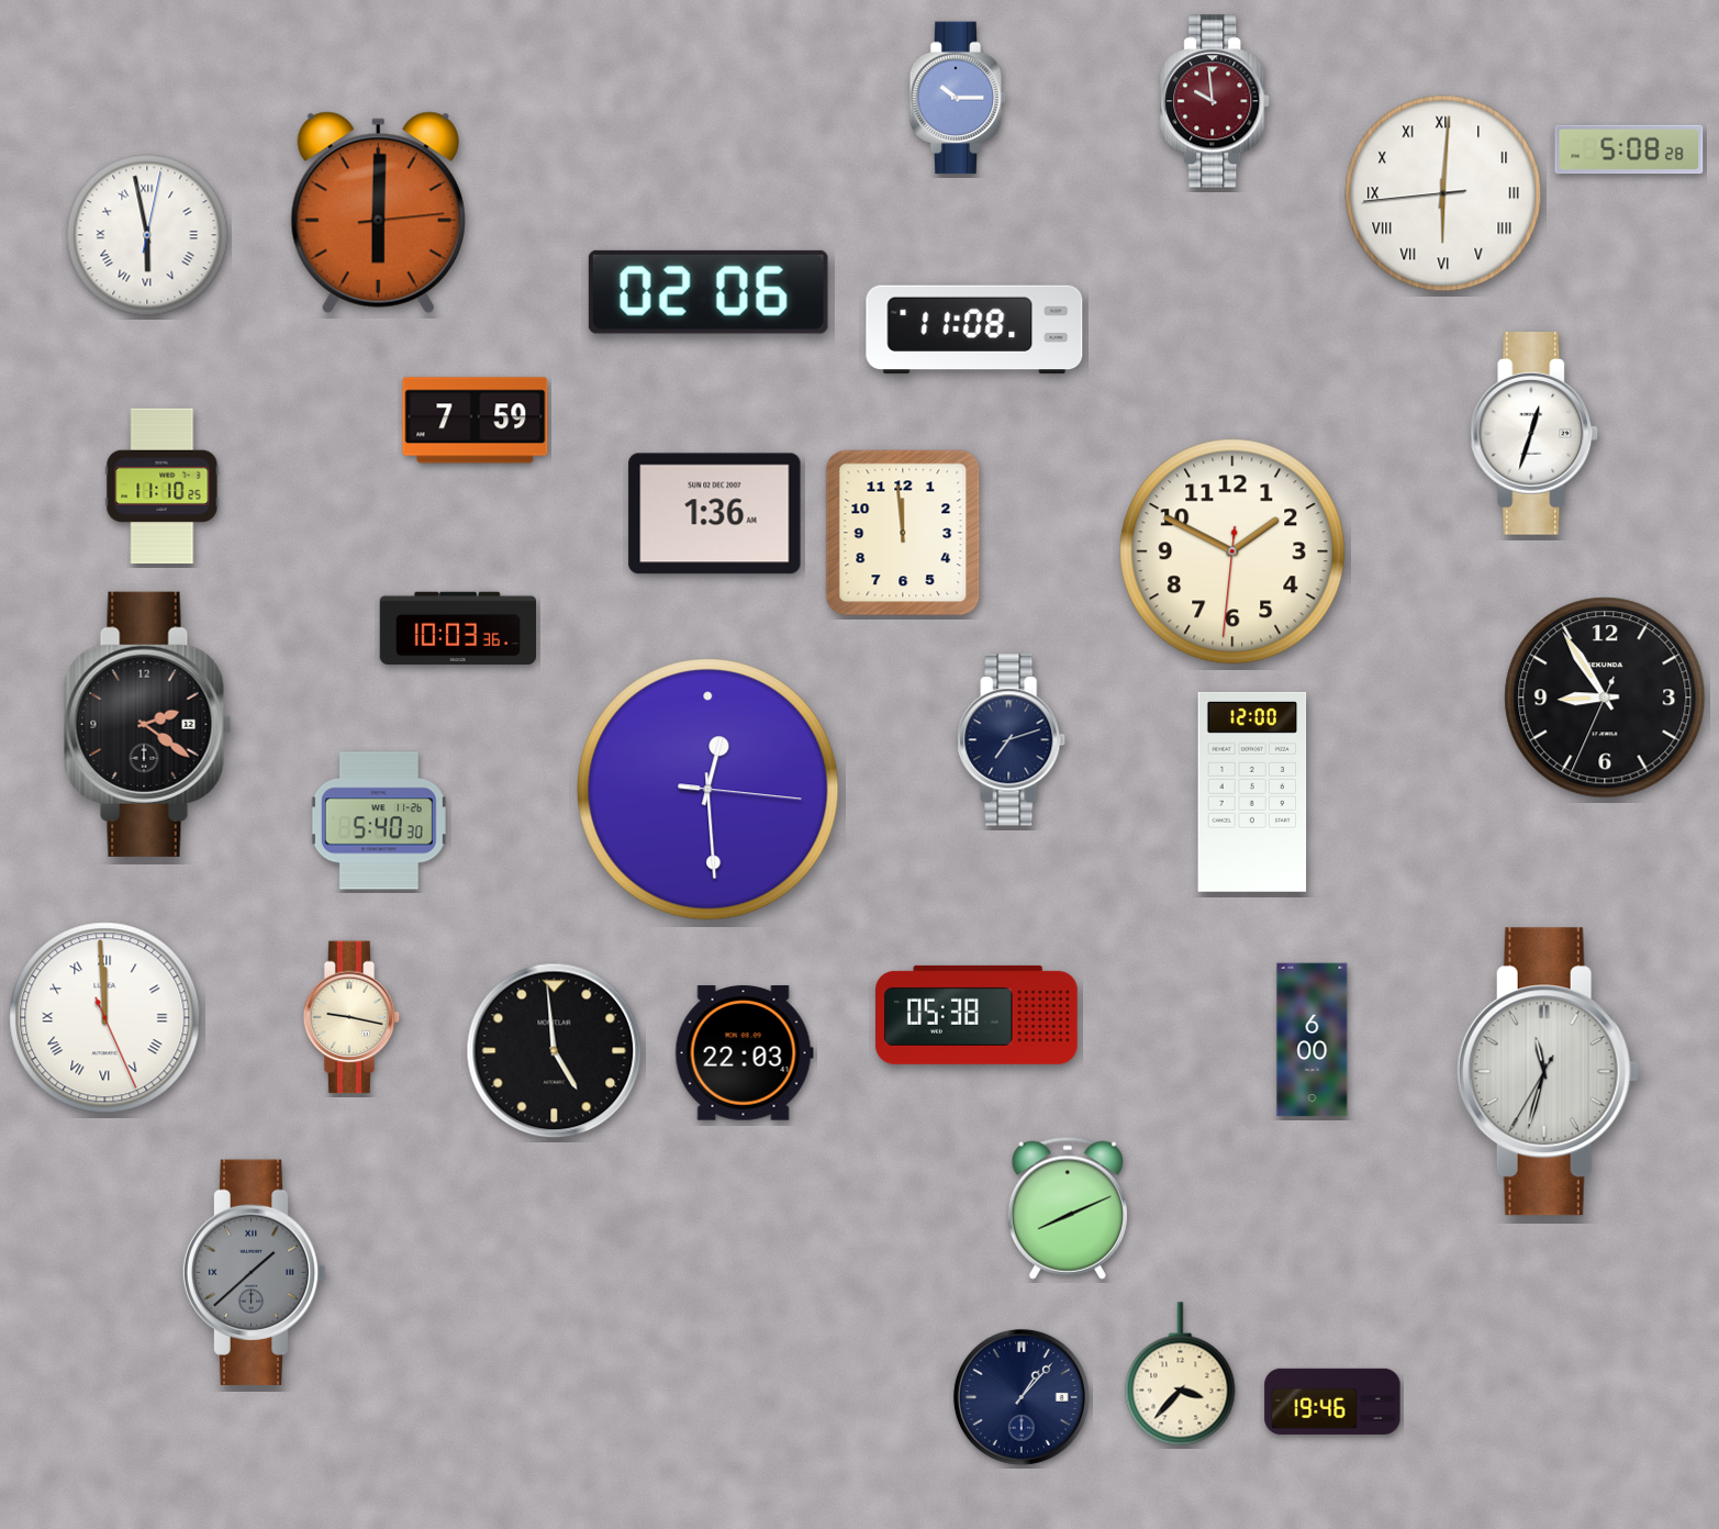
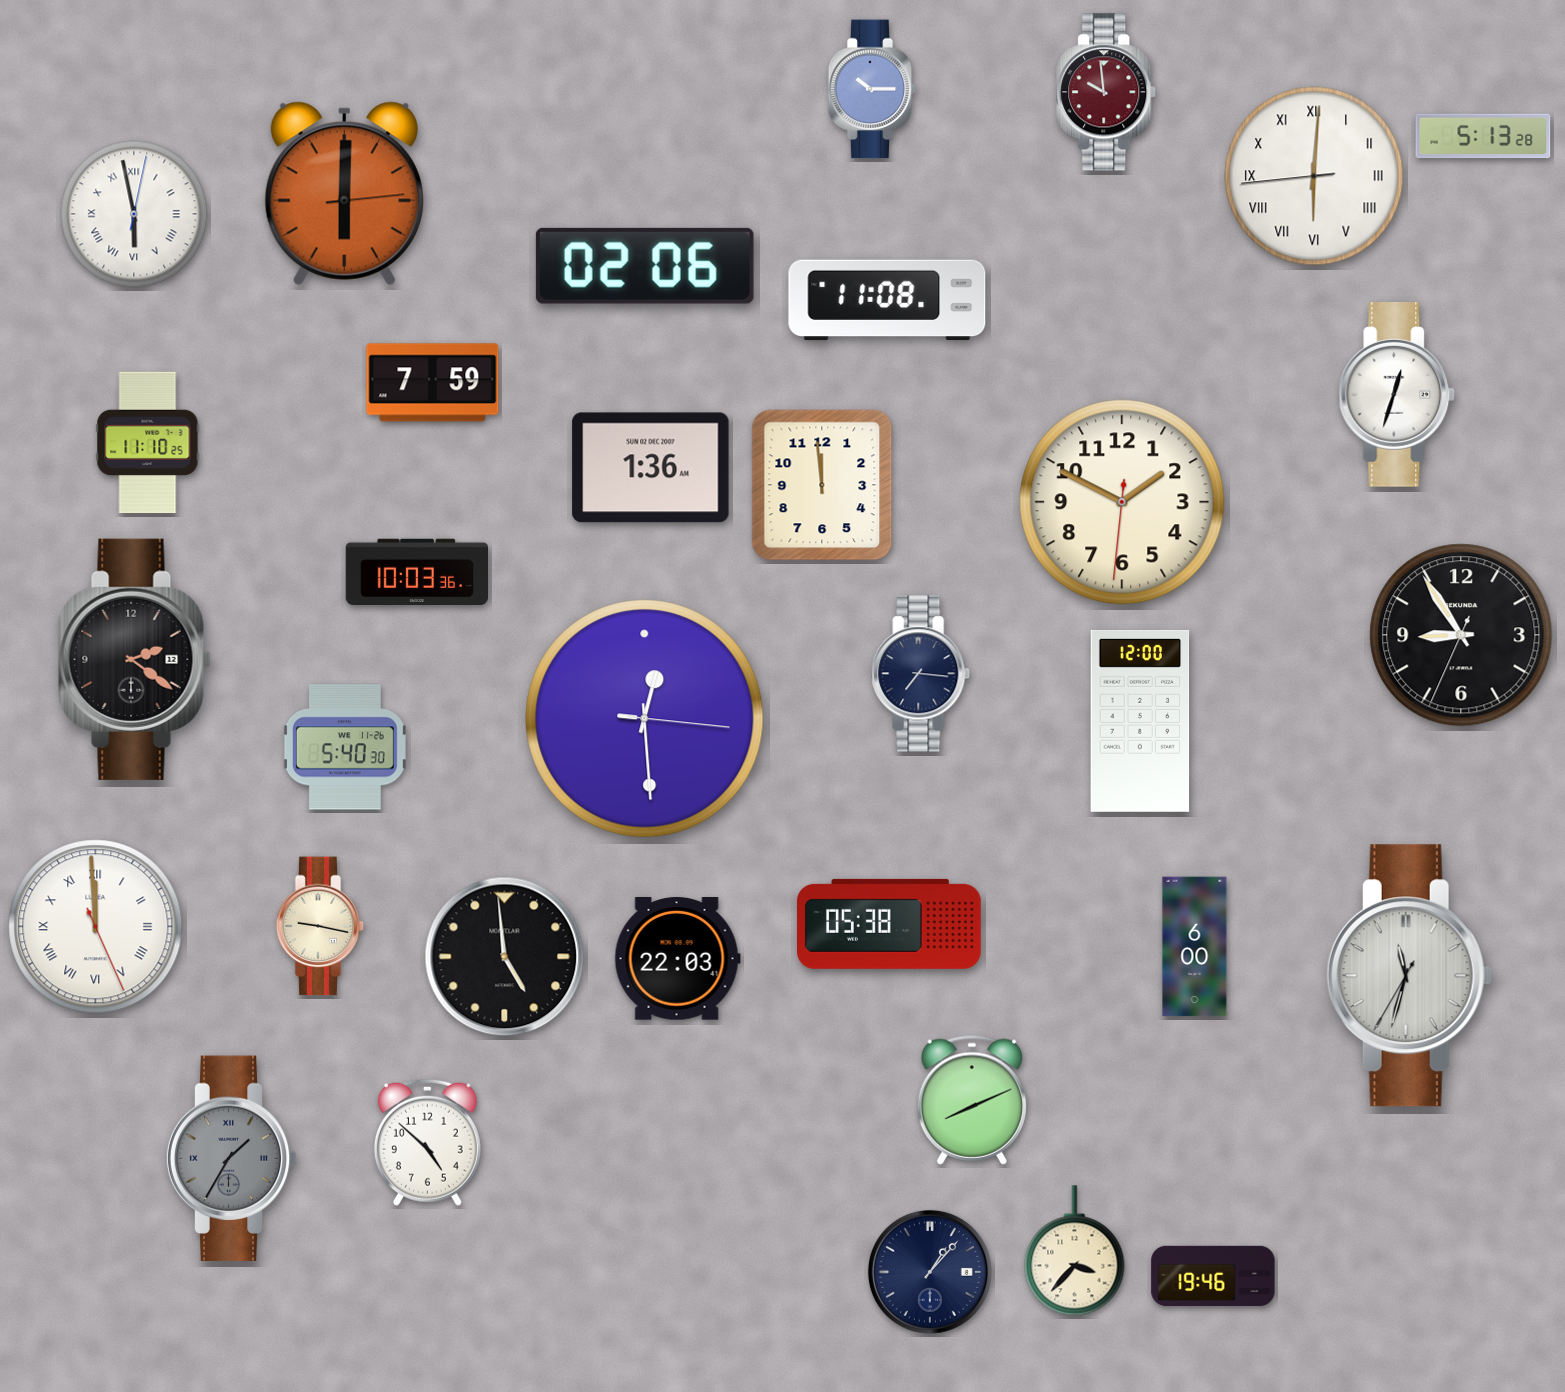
clock at (1629, 149): 5:08 -> 5:13
clock at (1012, 740): 7:12 -> 7:16
clock at (427, 1142): none -> 4:52
clock at (254, 1272): 1:38 -> 1:35
